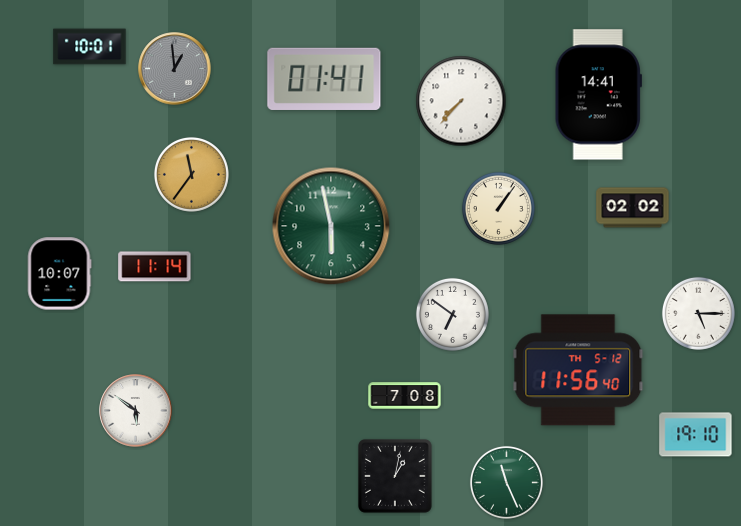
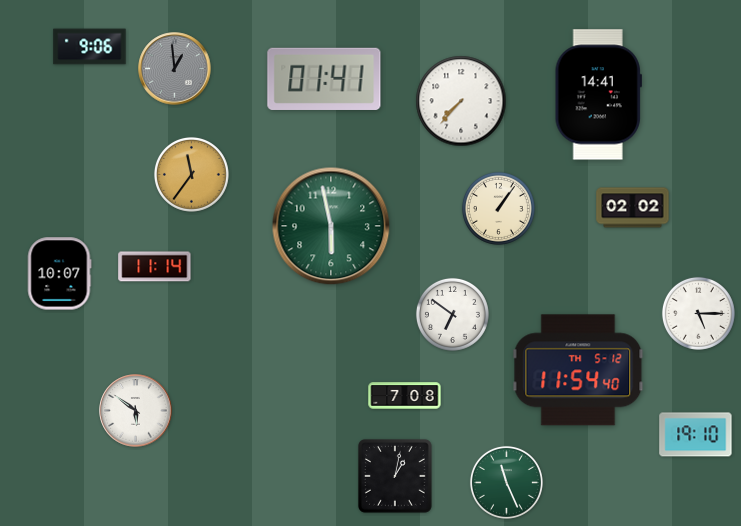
clock at (90, 47): 10:01 -> 9:06
clock at (578, 370): 11:56 -> 11:54
